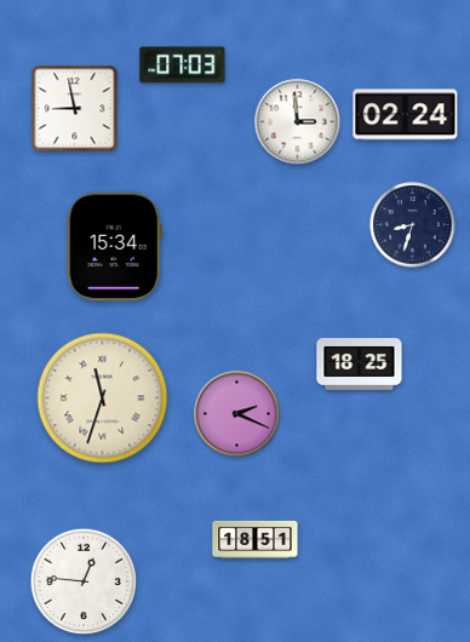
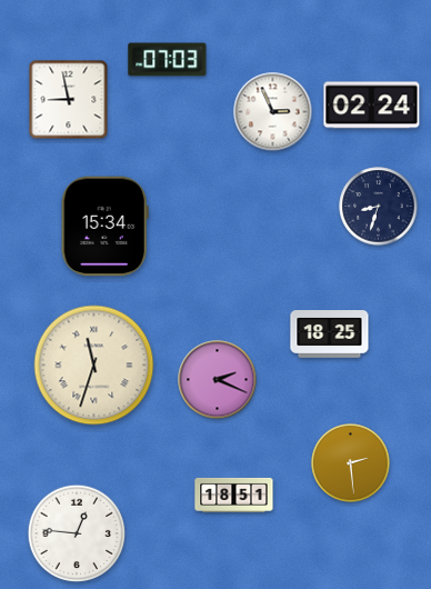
clock at (298, 122): 2:59 -> 2:56
clock at (351, 463): none -> 2:29
